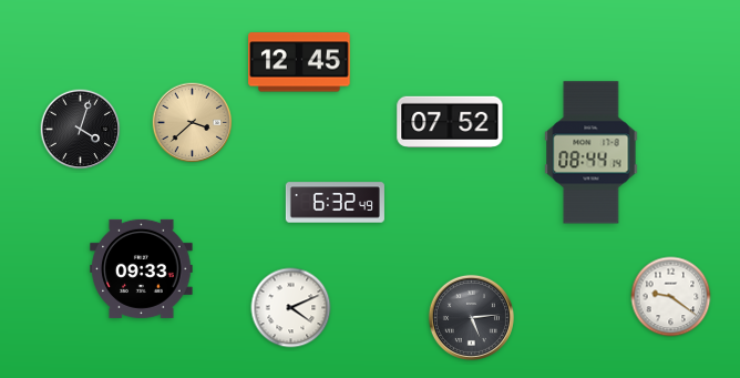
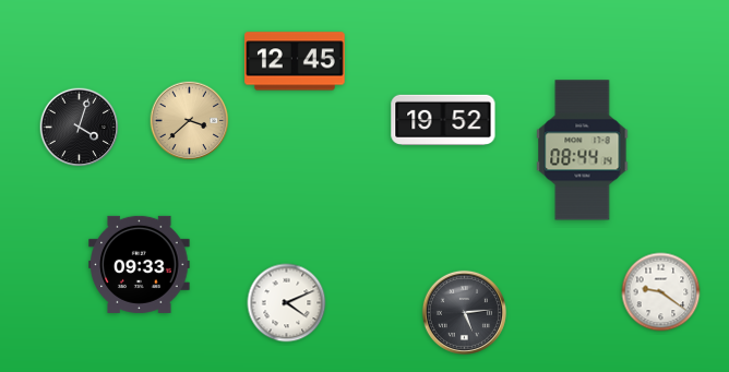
clock at (450, 122): 07:52 -> 19:52
clock at (335, 203): 6:32 -> none
